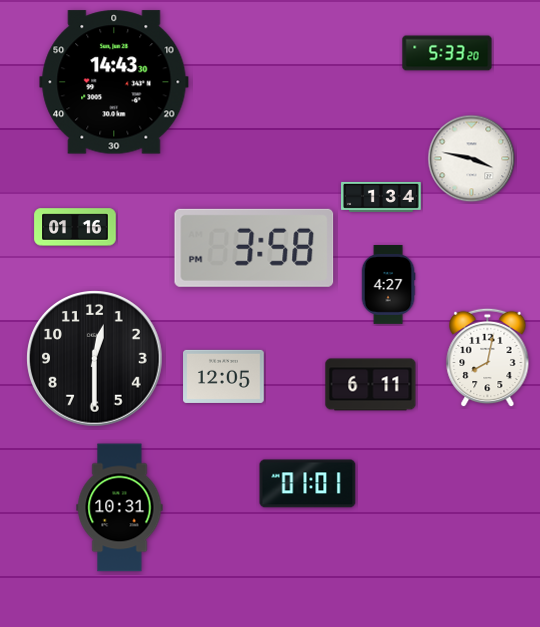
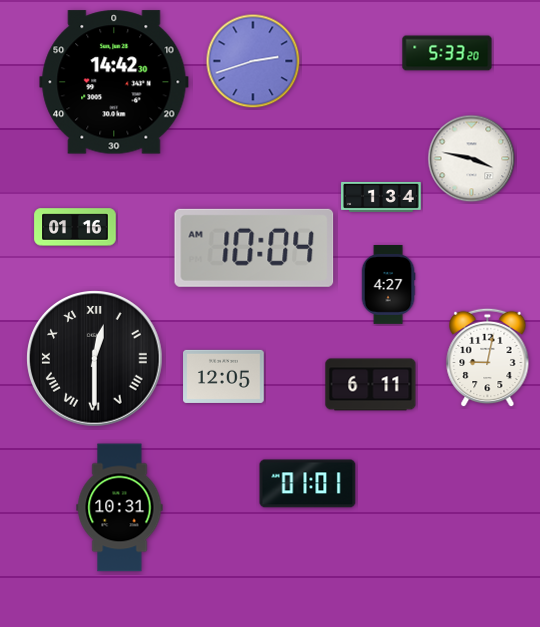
clock at (253, 61): none -> 2:42
clock at (114, 82): 14:43 -> 14:42
clock at (254, 248): 3:58 -> 10:04
clock at (488, 358): 8:02 -> 9:02
clock at (95, 359) numerals: Arabic -> Roman
